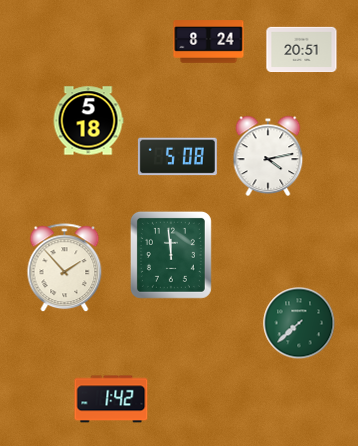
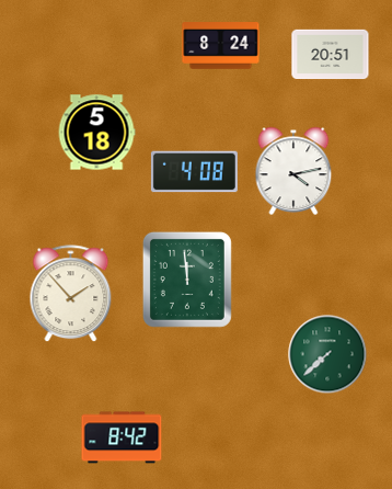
clock at (209, 42) position: (209, 42) -> (221, 46)
clock at (177, 157): 5:08 -> 4:08
clock at (111, 399): 1:42 -> 8:42
